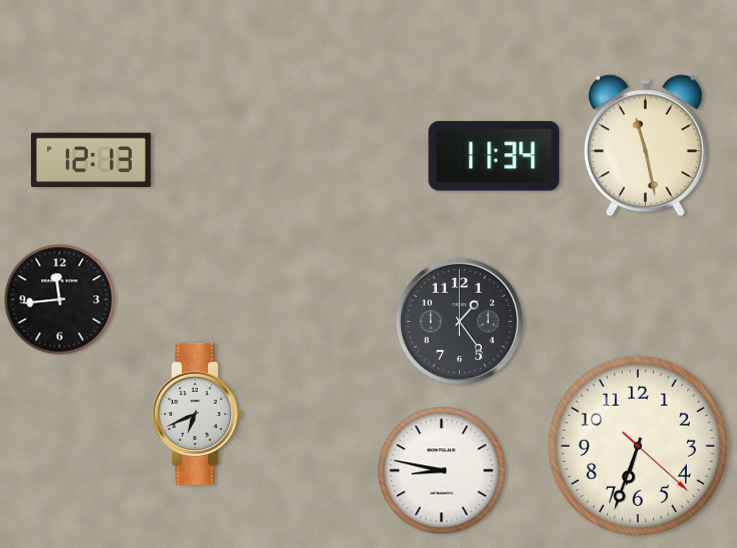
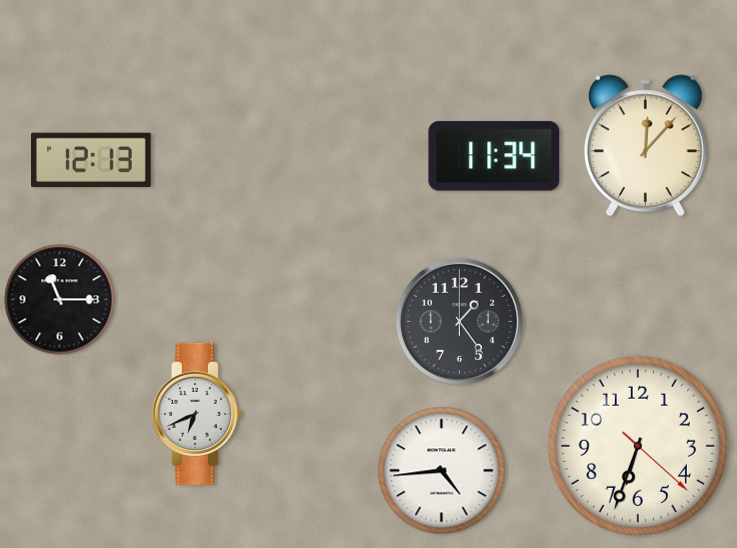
clock at (645, 146): 11:28 -> 12:07
clock at (60, 300): 11:44 -> 11:15
clock at (442, 471): 8:47 -> 4:44
